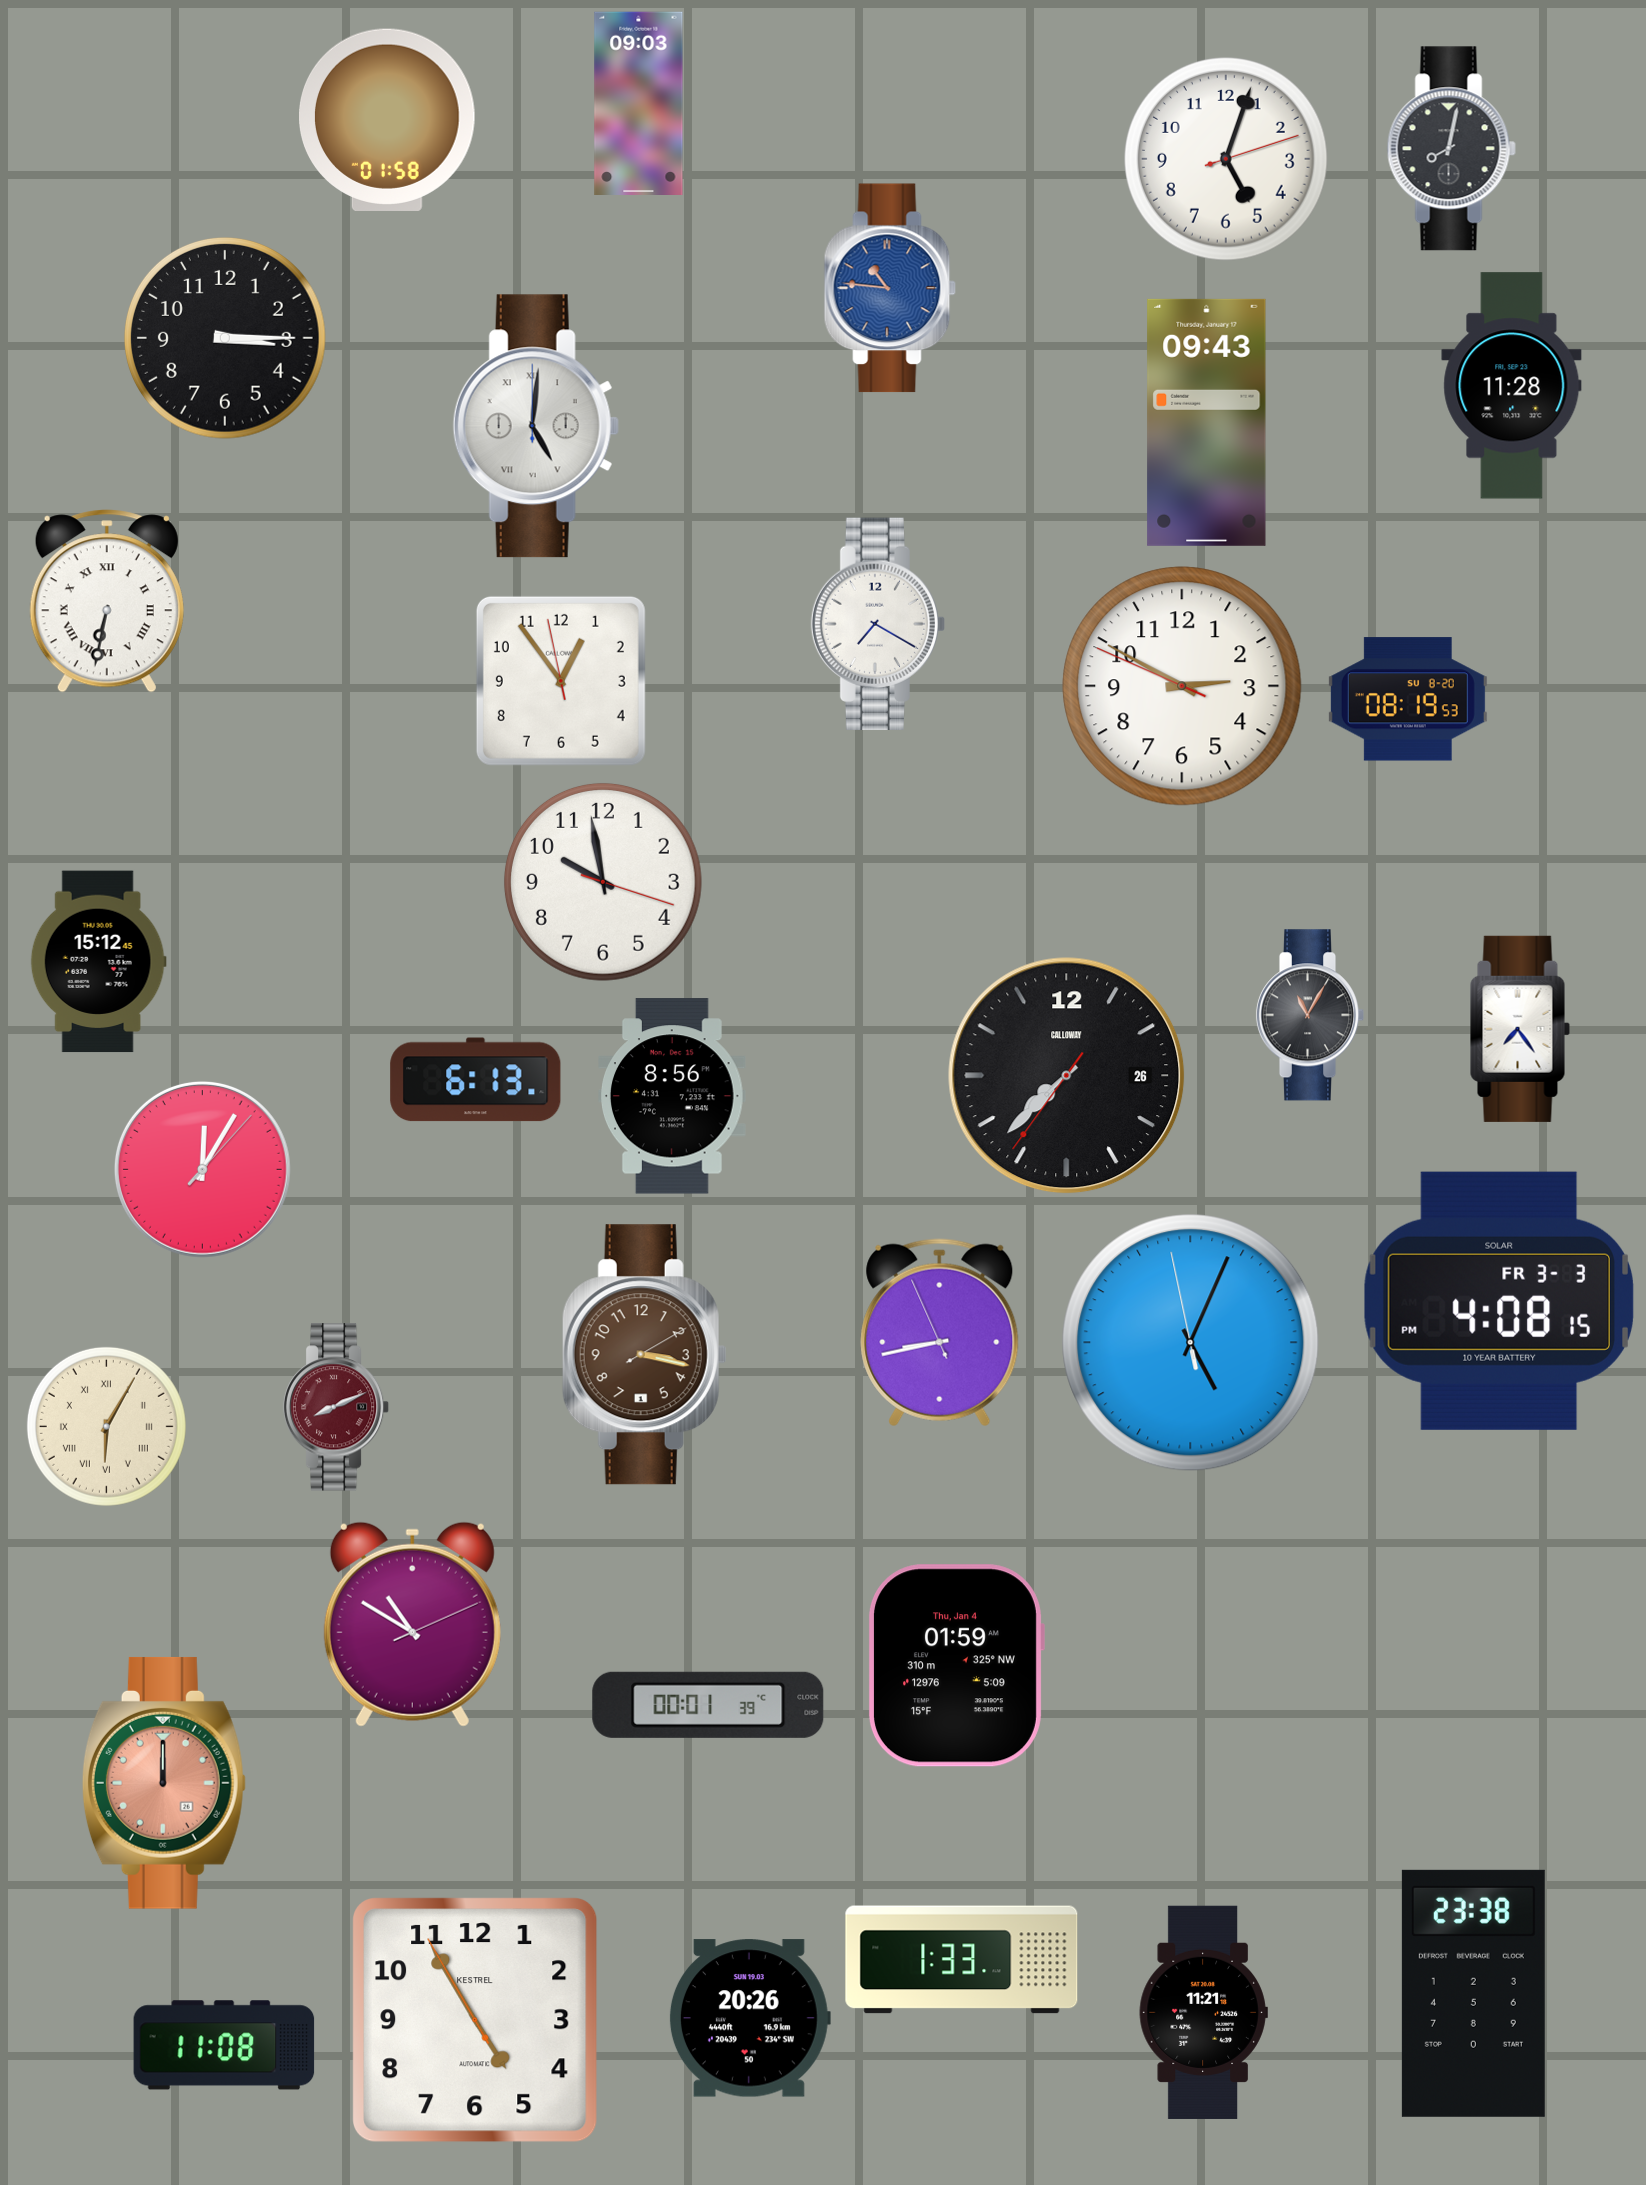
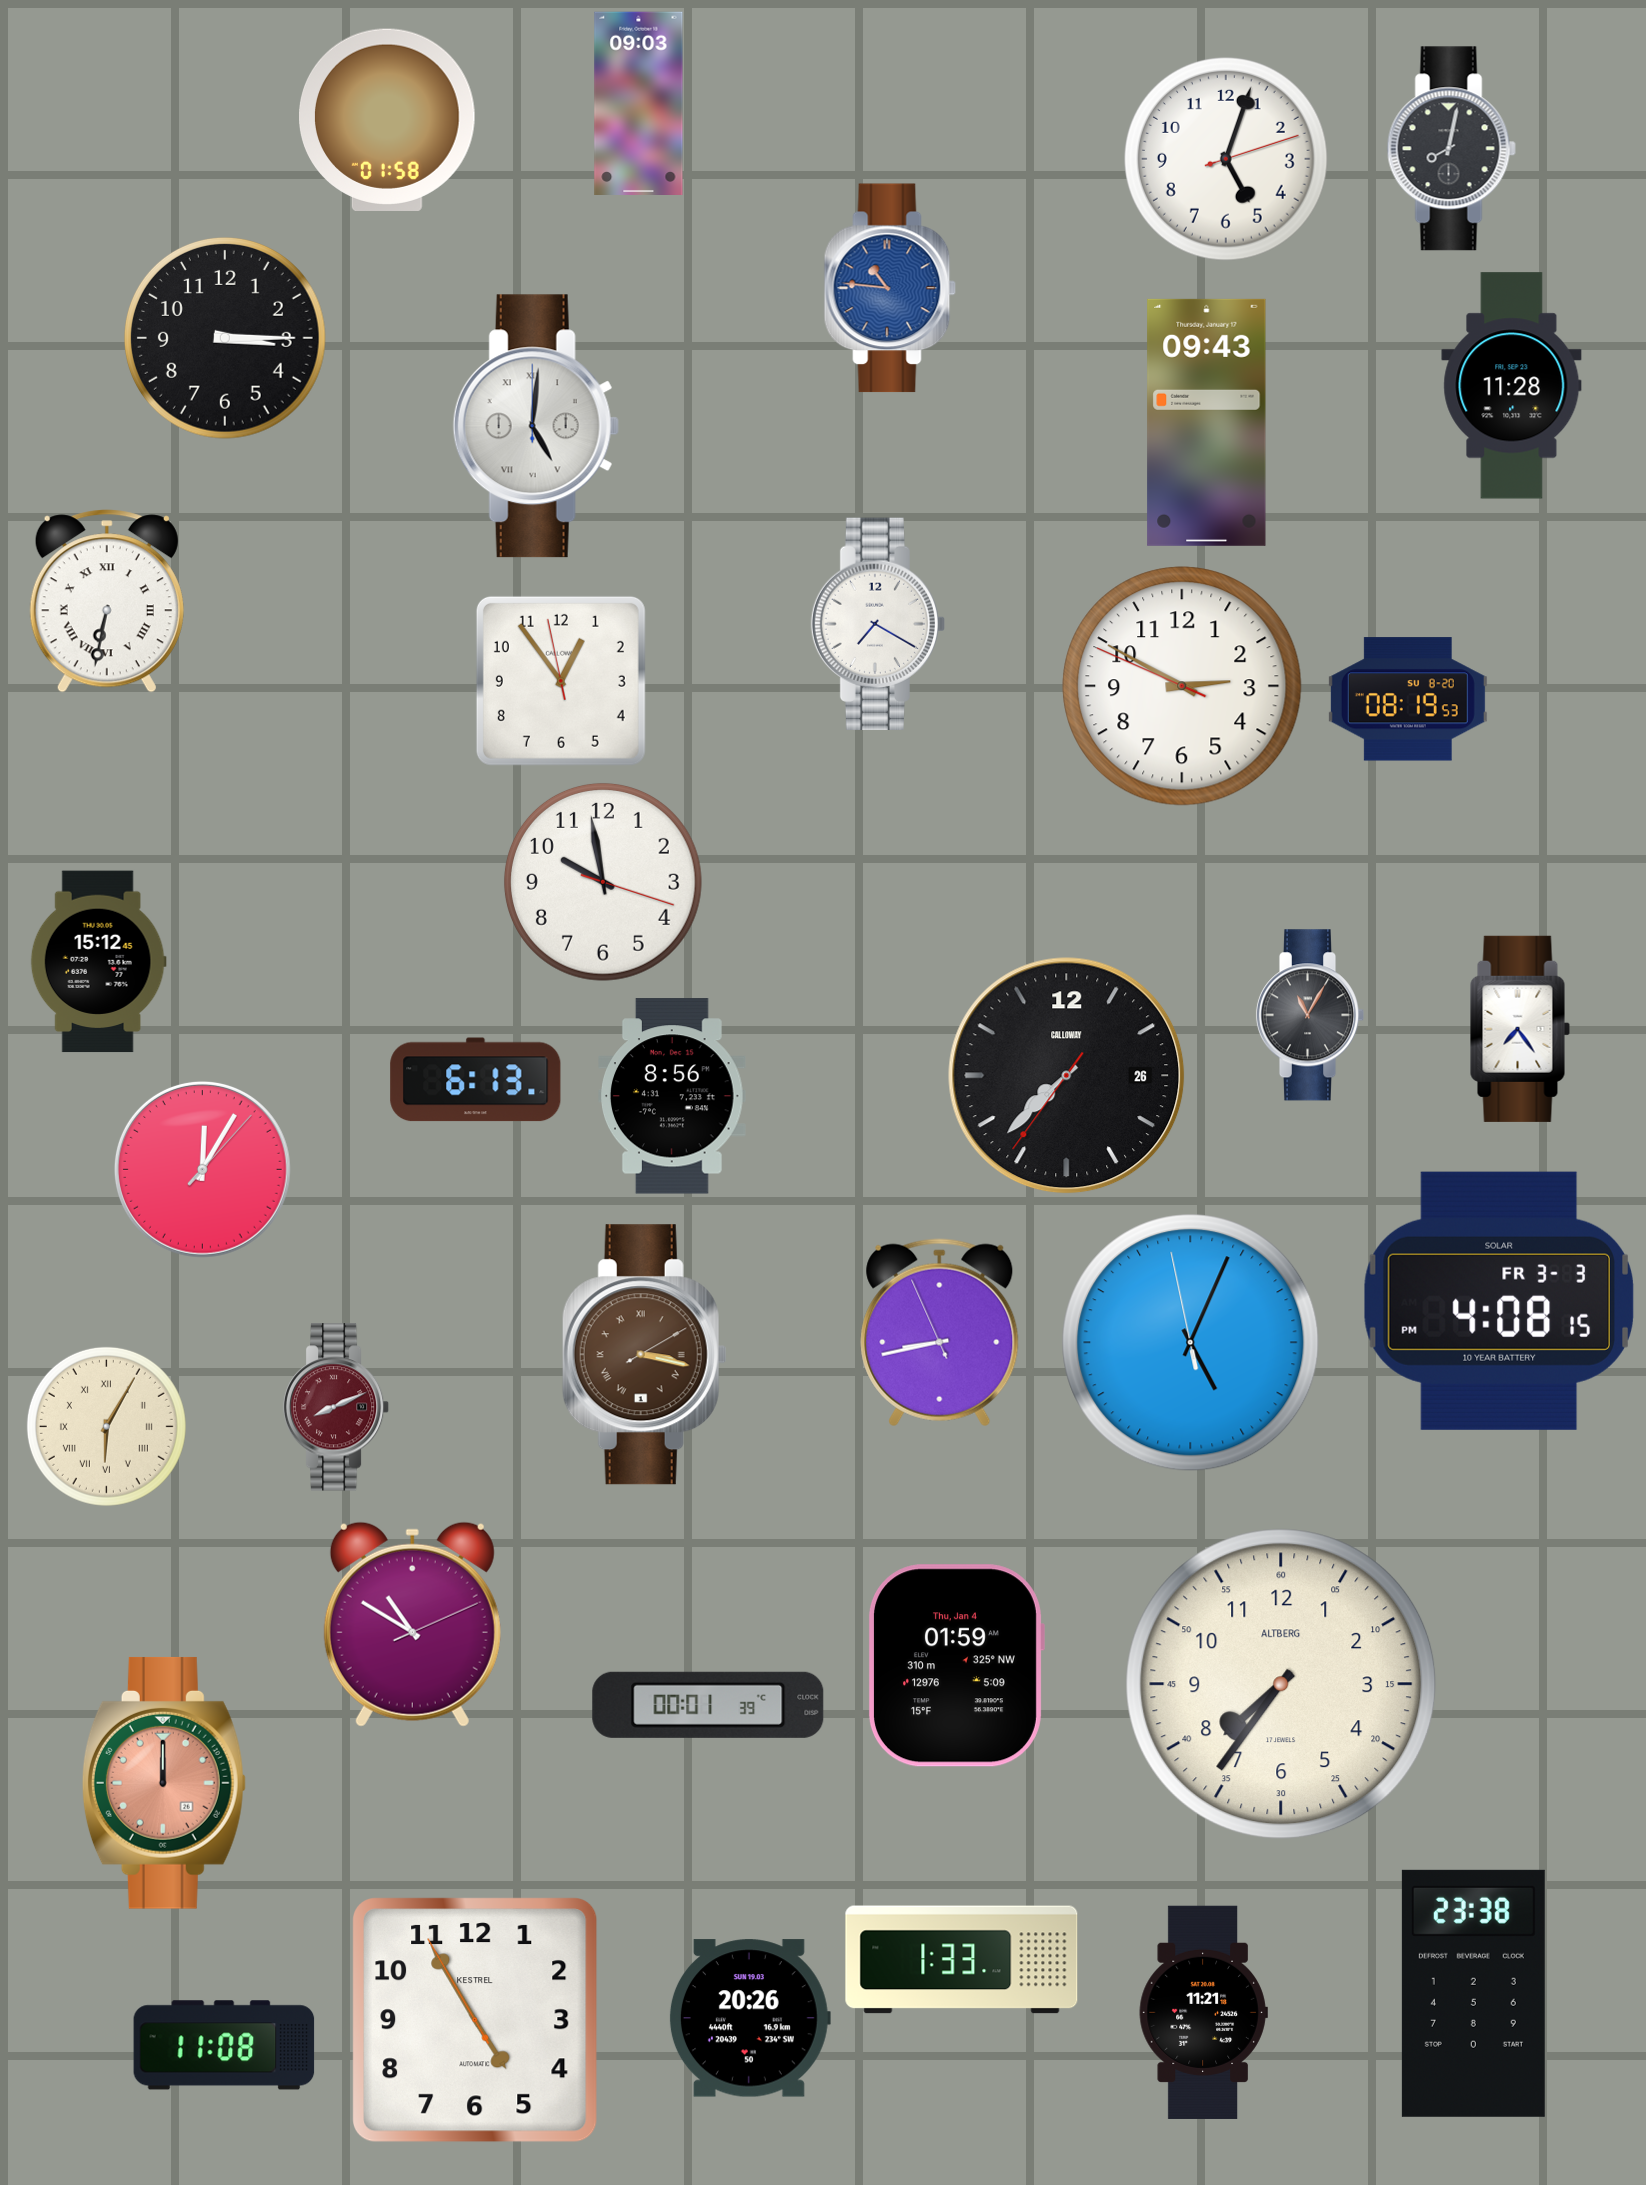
clock at (644, 1355) numerals: Arabic -> Roman
clock at (1281, 1684): none -> 7:36
